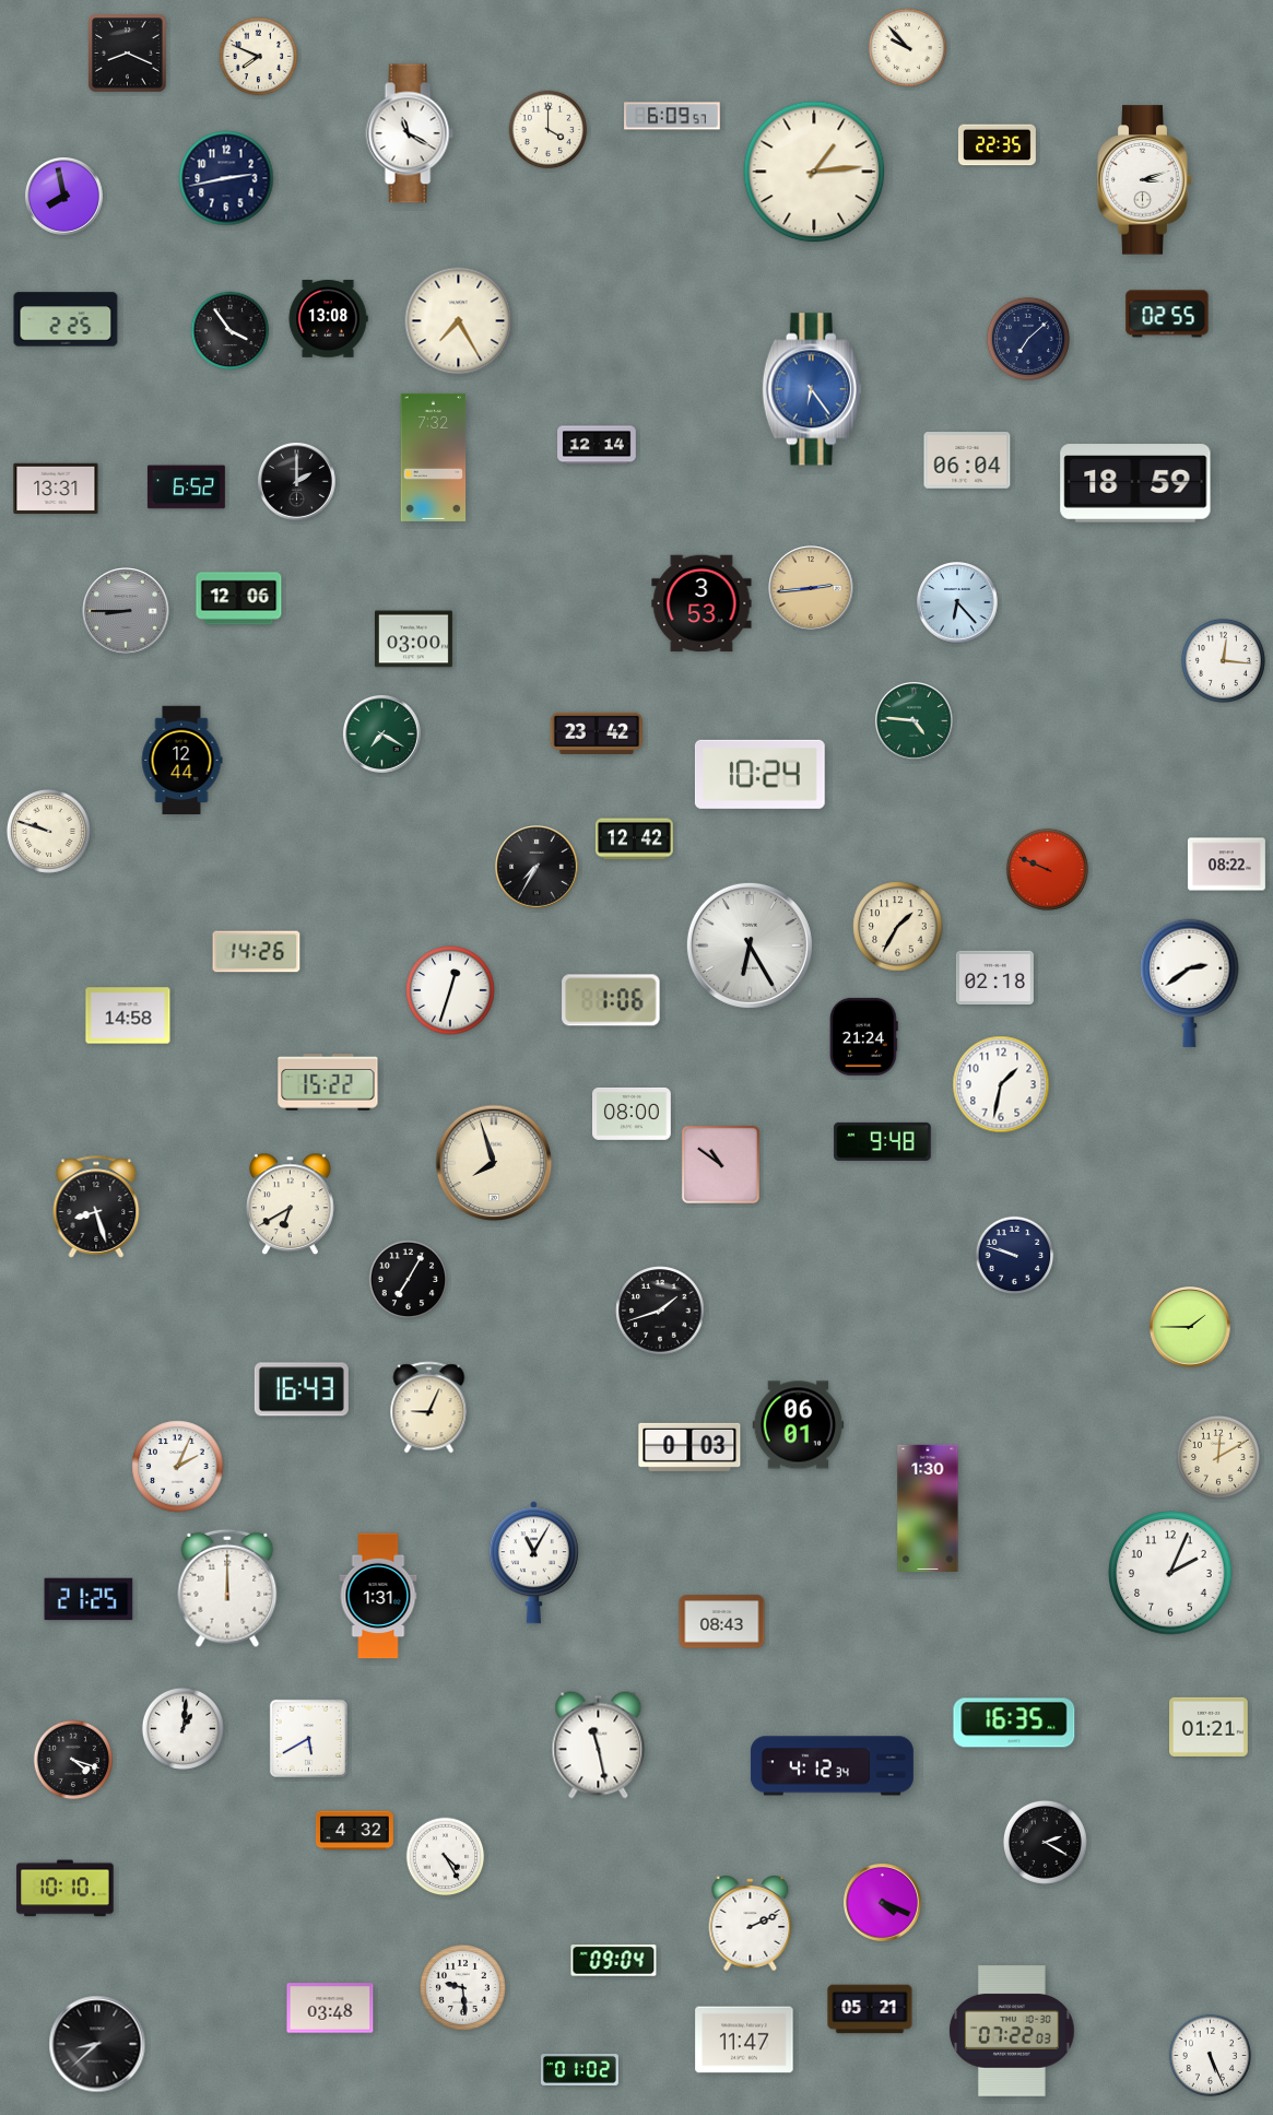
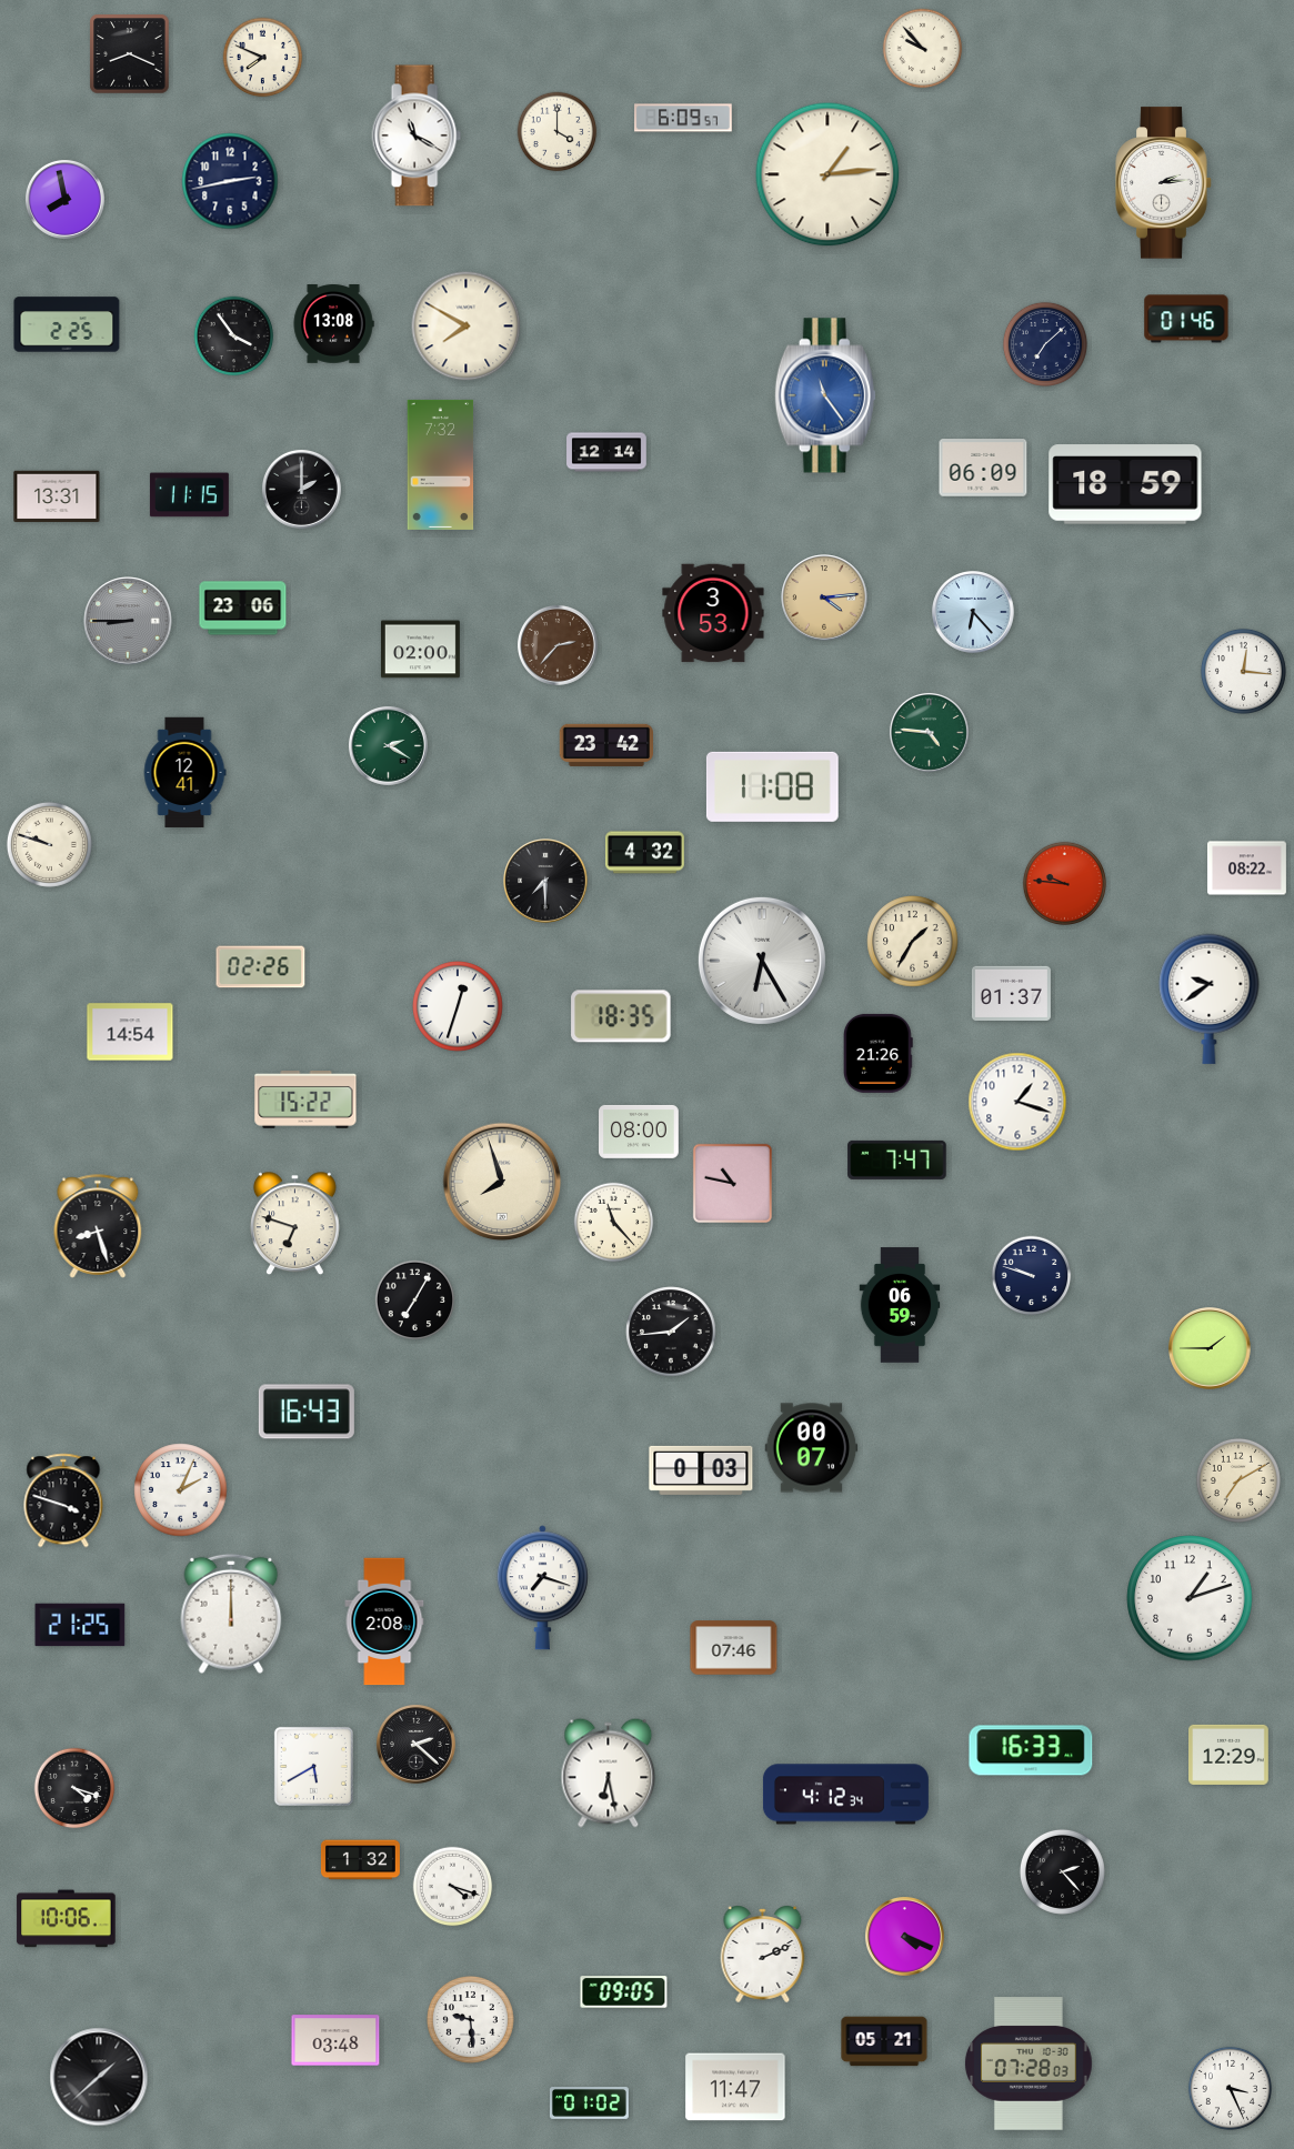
clock at (997, 145): 22:35 -> none
clock at (1145, 180): 3:12 -> 2:14
clock at (1167, 314): 02:55 -> 01:46
clock at (459, 321): 7:25 -> 7:50
clock at (812, 389): 6:24 -> 11:24
clock at (967, 460): 06:04 -> 06:09
clock at (1135, 483) position: (1135, 483) -> (1125, 484)
clock at (186, 487): 6:52 -> 11:15
clock at (811, 588): 2:44 -> 4:14
clock at (239, 599): 12:06 -> 23:06
clock at (558, 645): none -> 2:37
clock at (413, 639): 03:00 -> 02:00
clock at (381, 733): 7:20 -> 2:20
clock at (181, 761): 12:44 -> 12:41
clock at (759, 774): 10:24 -> 11:08
clock at (634, 839): 12:42 -> 4:32
clock at (1226, 865) position: (1226, 865) -> (1246, 868)
clock at (537, 867): 7:35 -> 7:30
clock at (1047, 869): 9:49 -> 9:46
clock at (257, 952): 14:26 -> 02:26
clock at (994, 977): 02:18 -> 01:37
clock at (1190, 983): 2:39 -> 9:39
clock at (611, 1000): 1:06 -> 18:35
clock at (128, 1015): 14:58 -> 14:54
clock at (863, 1036): 21:24 -> 21:26
clock at (328, 1083) position: (328, 1083) -> (305, 1101)
clock at (1001, 1084): 1:32 -> 1:18
clock at (633, 1114) position: (633, 1114) -> (640, 1132)
clock at (883, 1141): 9:48 -> 7:47
clock at (720, 1164): 10:51 -> 10:47
clock at (614, 1223): none -> 11:23
clock at (290, 1205): 6:40 -> 6:48
clock at (900, 1305): none -> 06:59
clock at (660, 1311): 1:42 -> 1:44
clock at (429, 1408): 9:04 -> none
clock at (799, 1425): 06:01 -> 00:07
clock at (1218, 1457): 12:10 -> 7:10
clock at (63, 1500): none -> 3:48
clock at (928, 1508): 1:30 -> none
clock at (533, 1563): 11:05 -> 7:18
clock at (1170, 1573): 2:04 -> 1:12
clock at (378, 1596): 1:31 -> 2:08
clock at (89, 1599) position: (89, 1599) -> (80, 1625)
clock at (722, 1622): 08:43 -> 07:46
clock at (415, 1744): none -> 2:22
clock at (1014, 1723): 16:35 -> 16:33
clock at (1210, 1727): 01:21 -> 12:29
clock at (182, 1728): 1:01 -> none
clock at (599, 1746): 11:28 -> 6:28
clock at (354, 1831): 4:32 -> 1:32
clock at (1045, 1842): 2:20 -> 2:23
clock at (446, 1857): 4:25 -> 4:18
clock at (66, 1889): 10:10 -> 10:06
clock at (882, 1902) position: (882, 1902) -> (904, 1936)
clock at (614, 1961): 09:04 -> 09:05
clock at (1013, 2031): 07:22 -> 07:28
clock at (744, 2040) position: (744, 2040) -> (735, 2087)
clock at (97, 2044): 8:38 -> 1:38
clock at (1210, 2055): 5:26 -> 3:26
